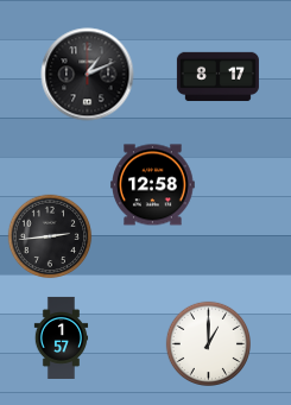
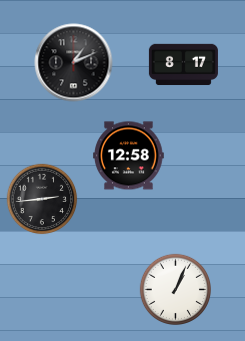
clock at (62, 337): 1:57 -> none
clock at (208, 343): 1:00 -> 1:04
